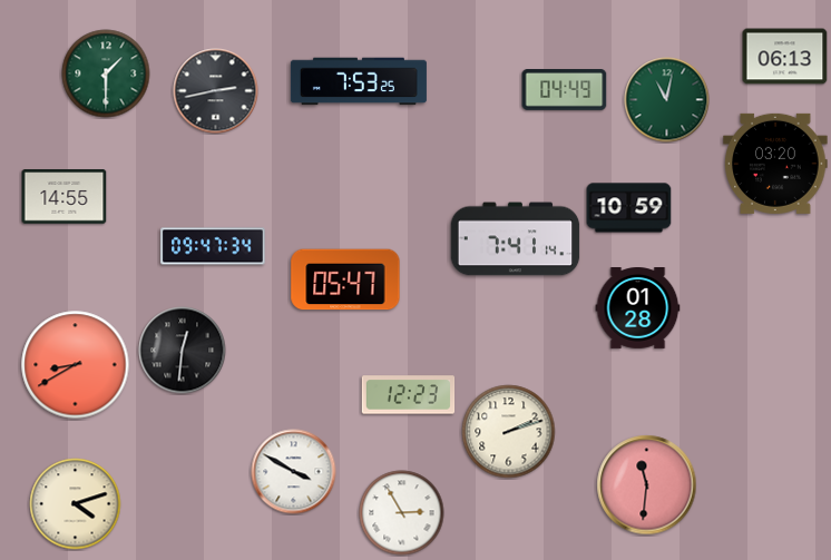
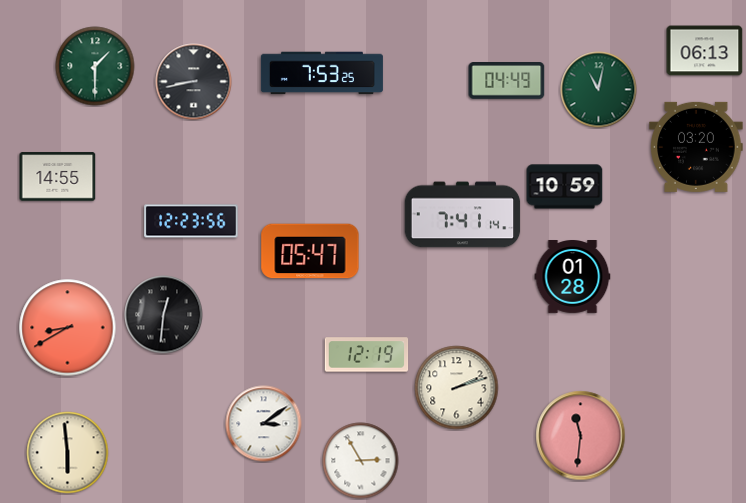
clock at (216, 91): 2:43 -> 8:43
clock at (213, 246): 09:47 -> 12:23
clock at (409, 395): 12:23 -> 12:19
clock at (294, 472): 3:50 -> 3:09
clock at (76, 504): 4:12 -> 5:59
